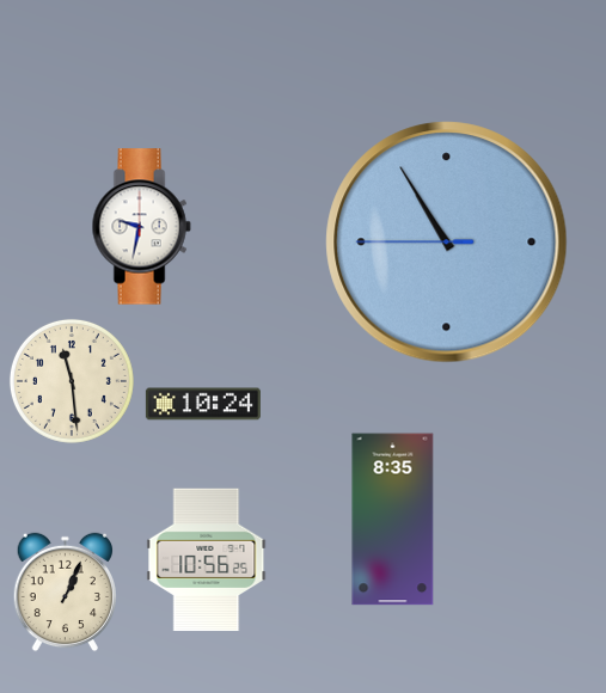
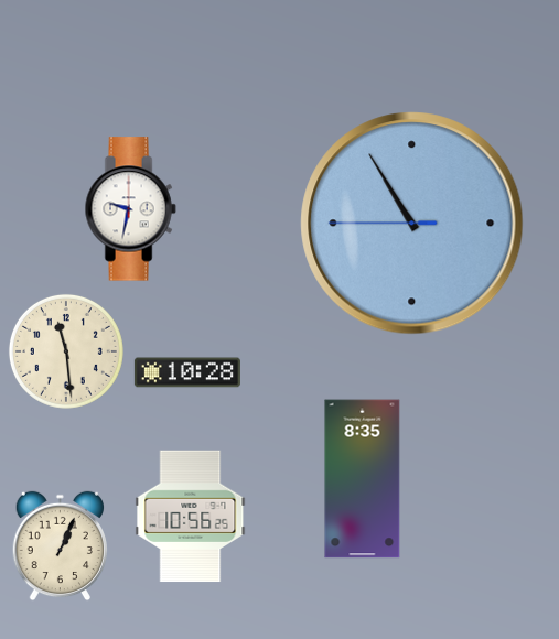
clock at (203, 404): 10:24 -> 10:28
